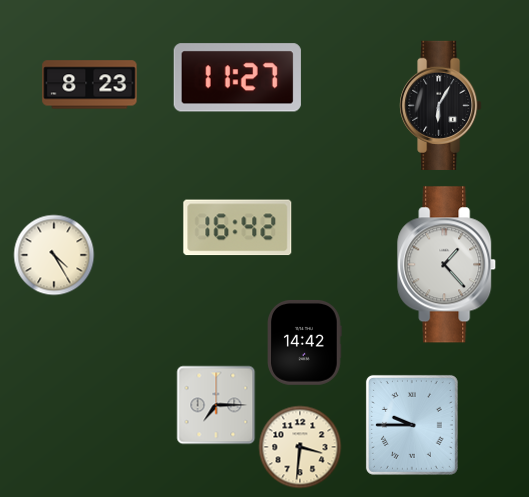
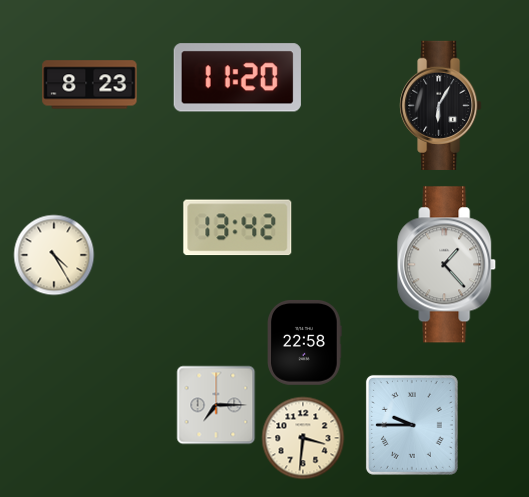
clock at (237, 78): 11:27 -> 11:20
clock at (238, 228): 16:42 -> 13:42
clock at (305, 343): 14:42 -> 22:58
clock at (300, 447) position: (300, 447) -> (303, 438)
